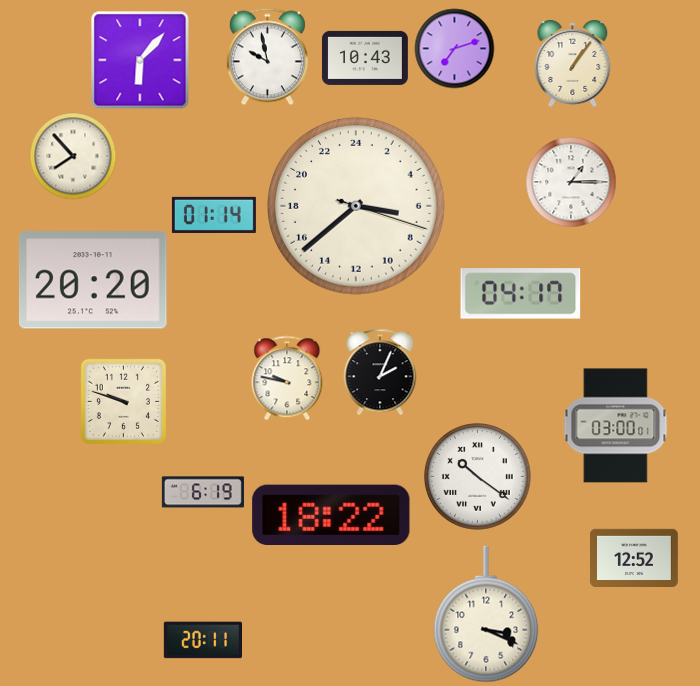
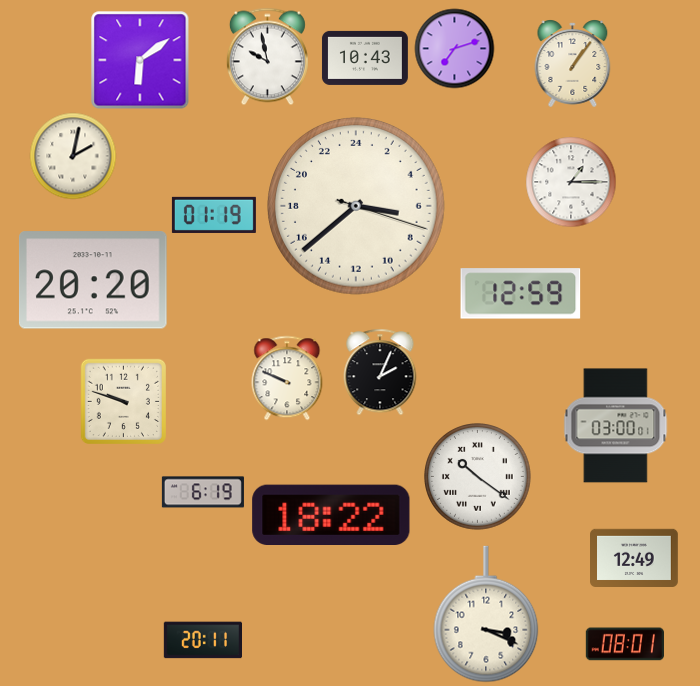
clock at (140, 60): 6:07 -> 6:09
clock at (73, 156): 7:53 -> 2:02
clock at (214, 215): 01:14 -> 01:19
clock at (521, 294): 04:17 -> 12:59
clock at (287, 378): 9:47 -> 9:49
clock at (635, 557): 12:52 -> 12:49
clock at (625, 644): none -> 08:01
